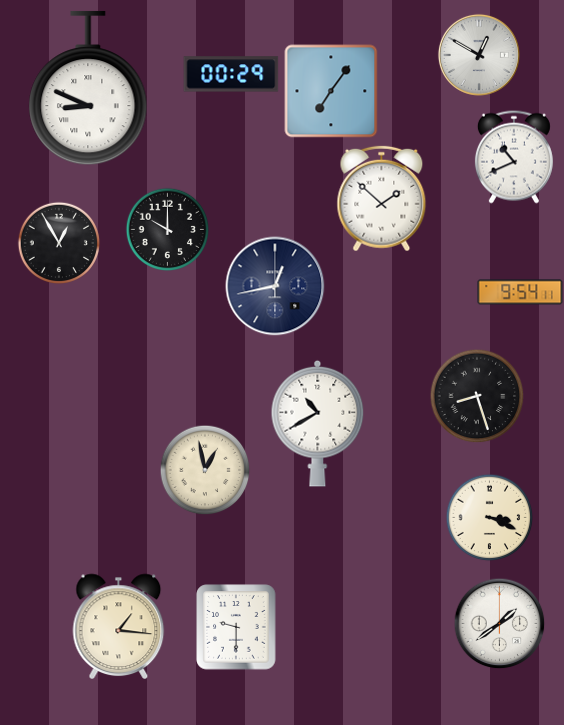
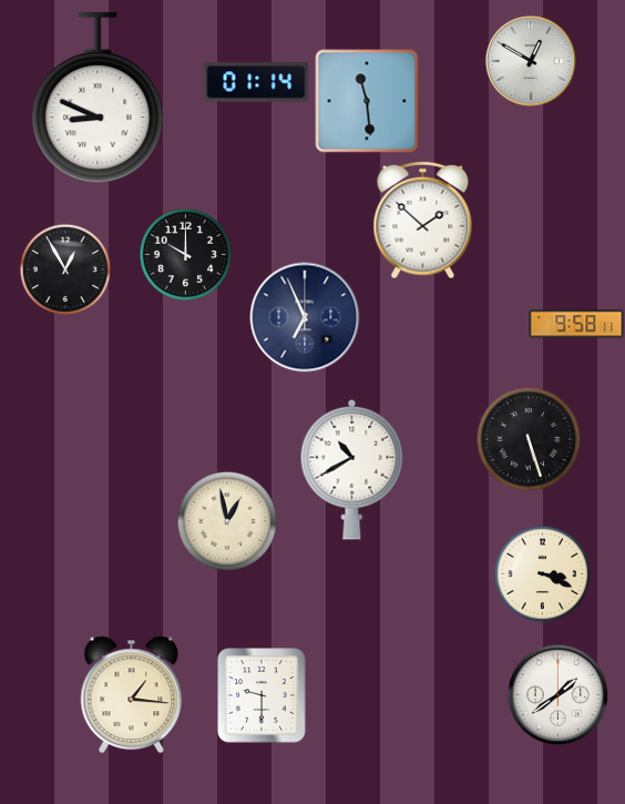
clock at (231, 74): 00:29 -> 01:14
clock at (331, 91): 7:06 -> 11:29
clock at (514, 157): 10:41 -> none
clock at (275, 286): 12:43 -> 6:56
clock at (520, 292): 9:54 -> 9:58
clock at (477, 396): 8:27 -> 5:27
clock at (499, 623) position: (499, 623) -> (557, 694)
